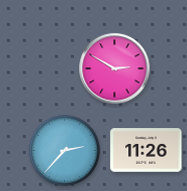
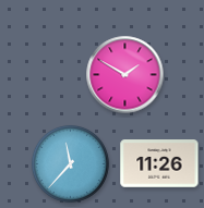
clock at (115, 69): 2:50 -> 1:50
clock at (64, 150): 2:37 -> 11:37
